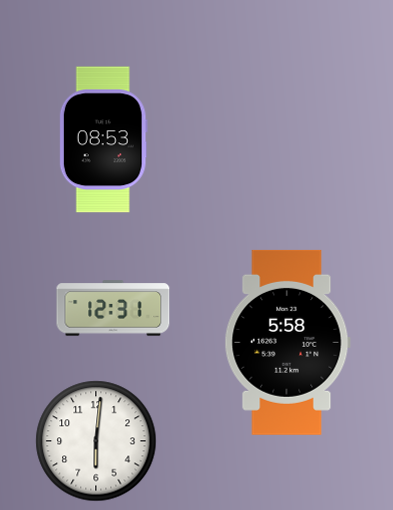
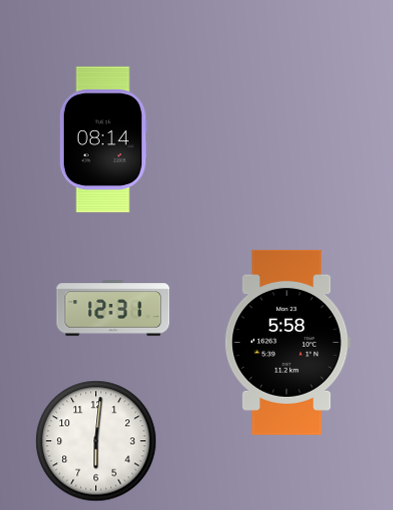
clock at (103, 140): 08:53 -> 08:14
